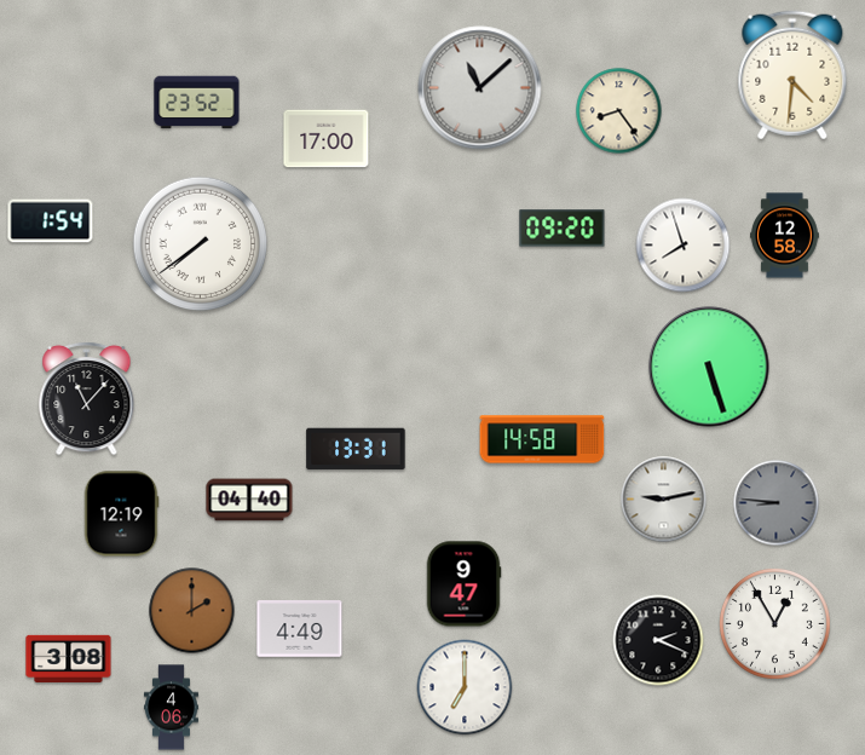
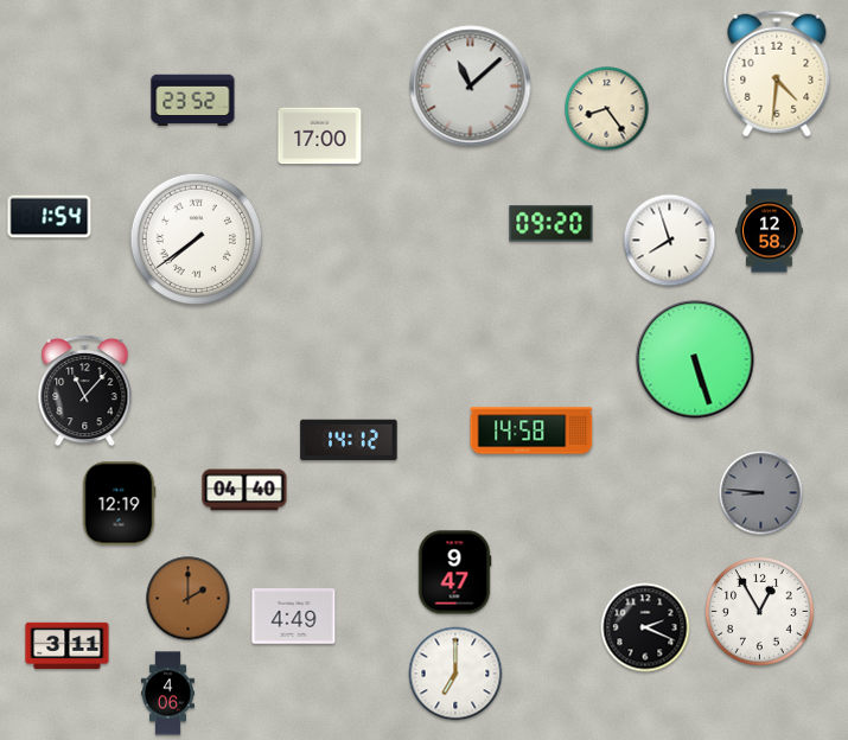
clock at (356, 449): 13:31 -> 14:12
clock at (664, 500): 9:13 -> none
clock at (69, 658): 3:08 -> 3:11
